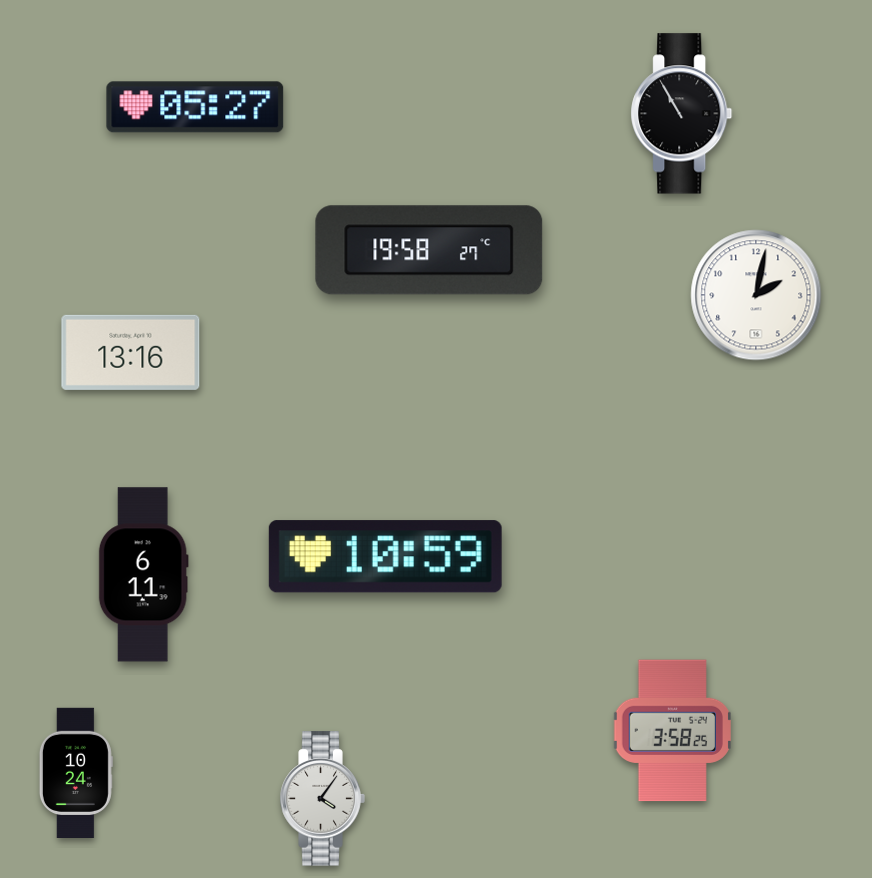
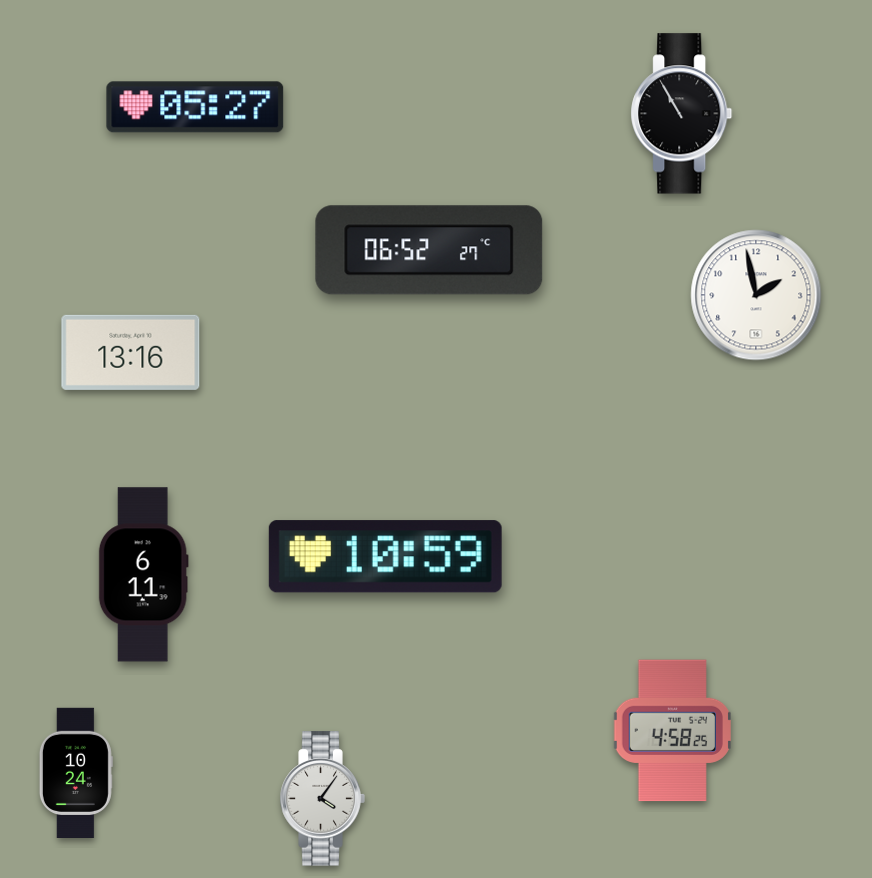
clock at (429, 250): 19:58 -> 06:52
clock at (756, 295): 2:02 -> 1:58
clock at (672, 731): 3:58 -> 4:58
